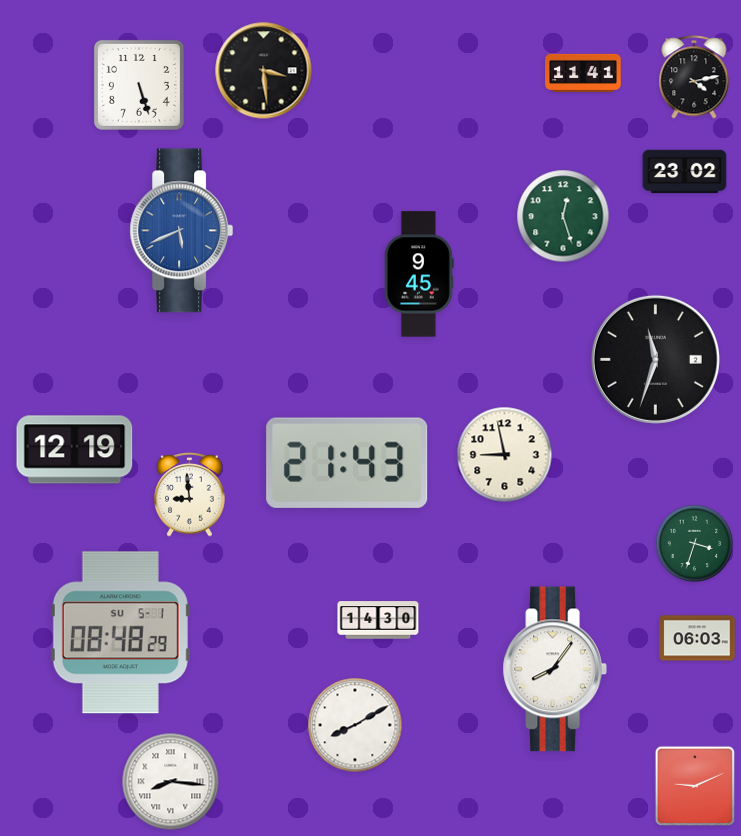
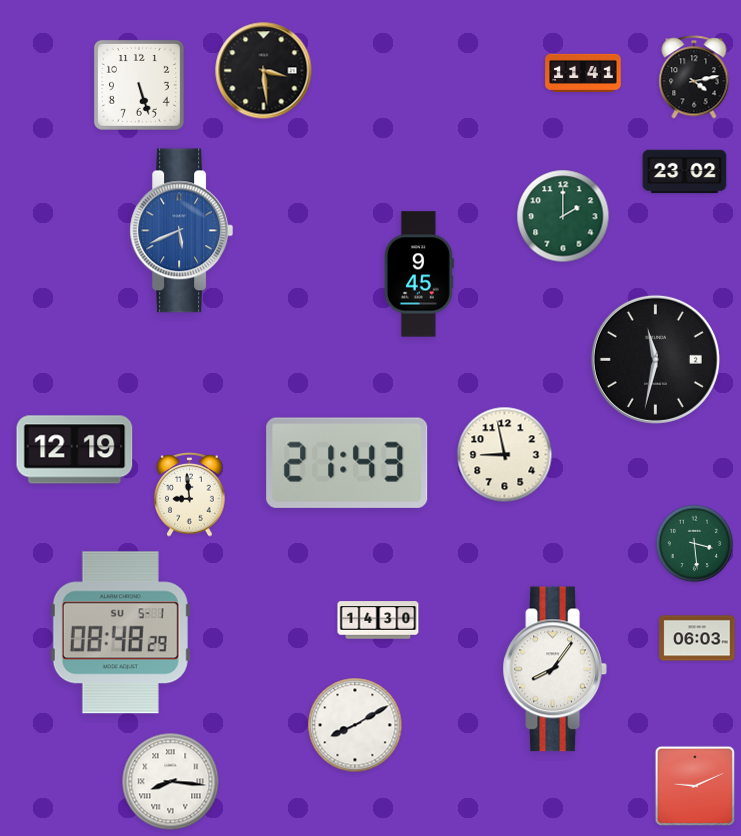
clock at (563, 216): 12:27 -> 2:00
clock at (655, 359): 11:33 -> 11:32
clock at (695, 544): 3:33 -> 3:29
